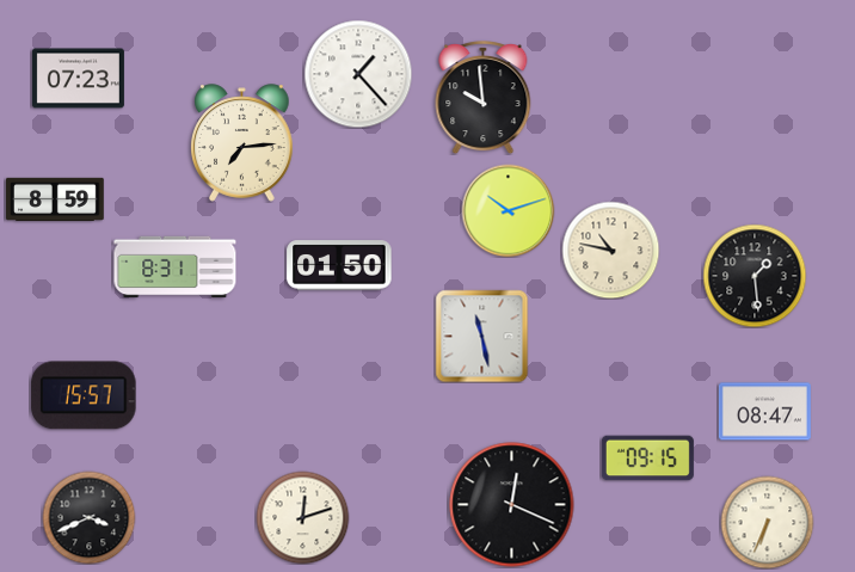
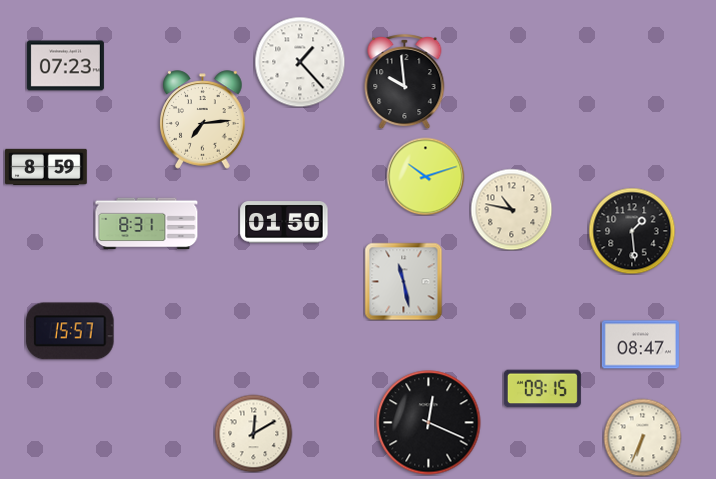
clock at (647, 459) position: (647, 459) -> (542, 389)
clock at (88, 517): 3:41 -> none
clock at (302, 517): 12:12 -> 12:10
